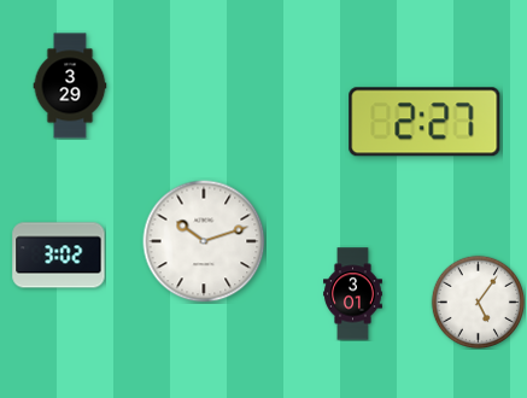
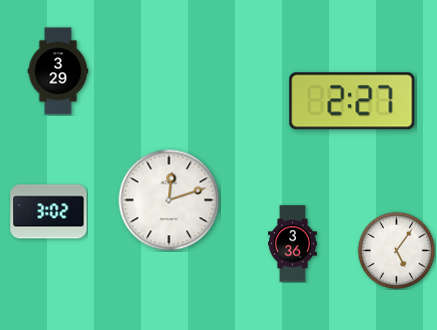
clock at (204, 241): 10:12 -> 12:12
clock at (353, 294): 3:01 -> 3:36
